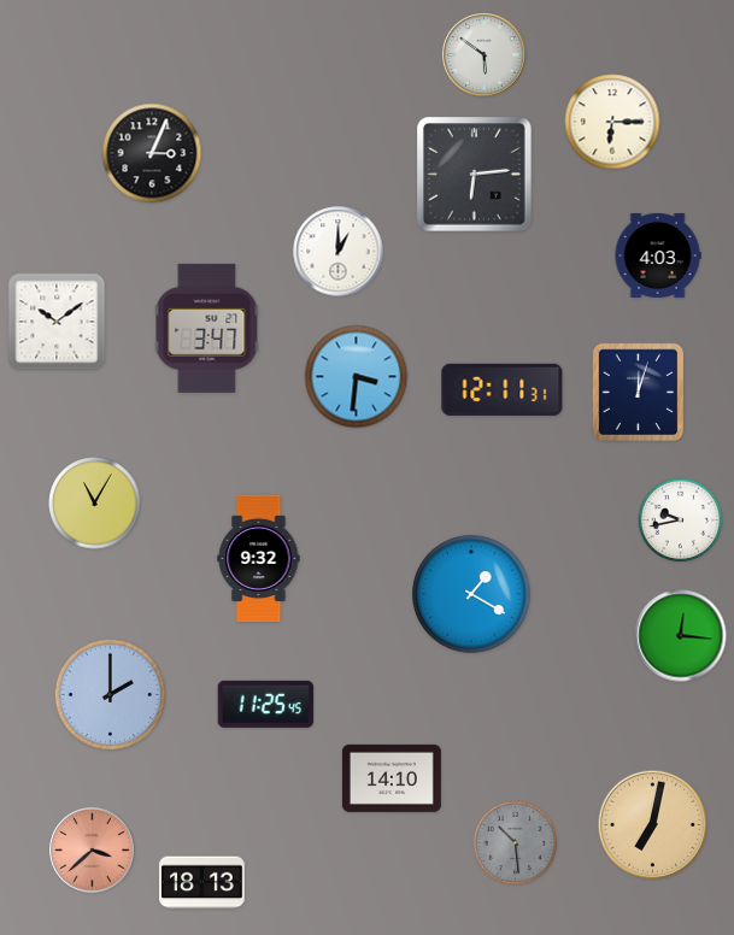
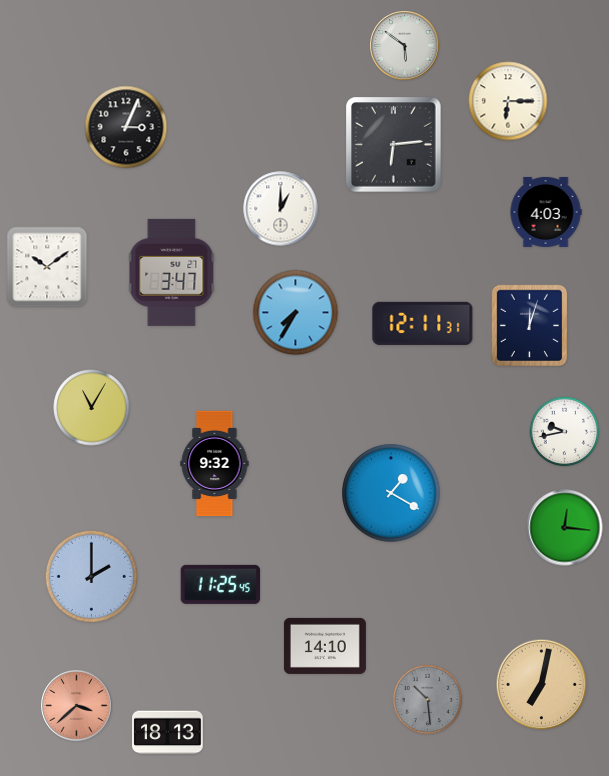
clock at (485, 55) position: (485, 55) -> (405, 46)
clock at (357, 377): 3:31 -> 7:35
clock at (503, 389) position: (503, 389) -> (423, 323)
clock at (95, 504) position: (95, 504) -> (92, 408)
